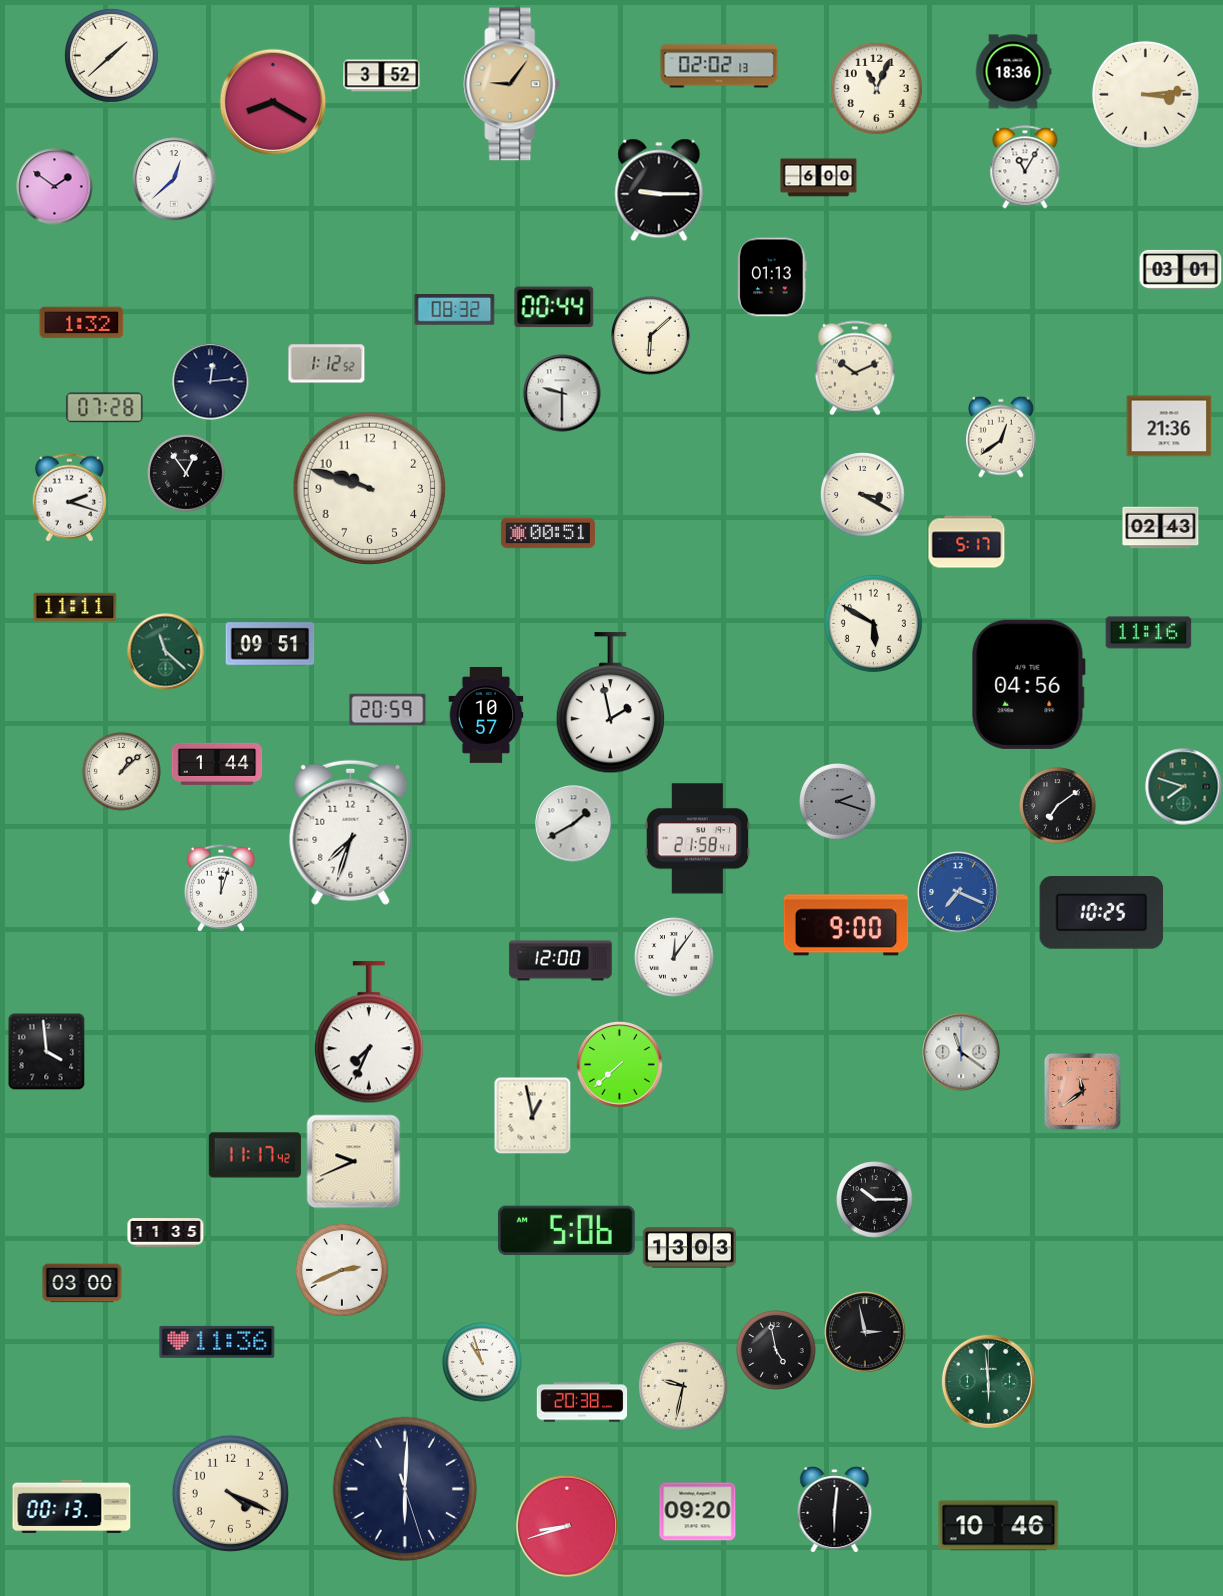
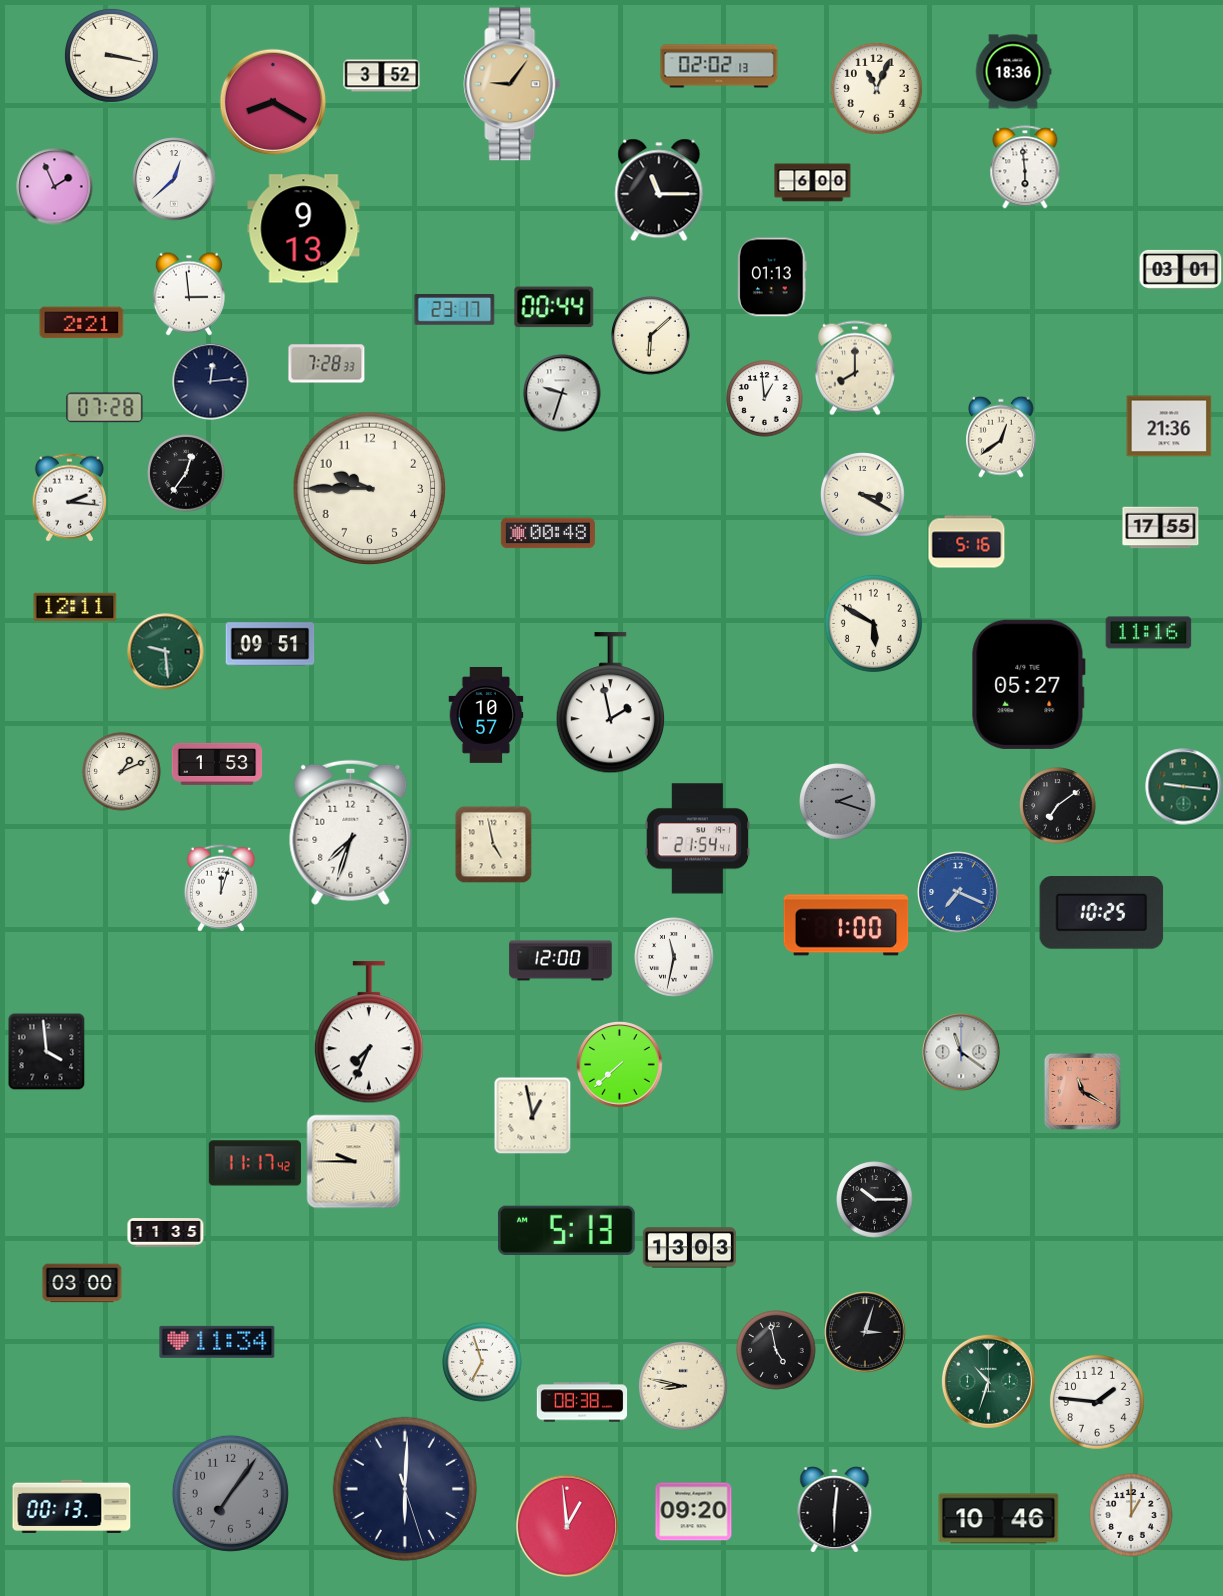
clock at (111, 55): 1:38 -> 3:17
clock at (1145, 94): 3:14 -> none
clock at (1025, 167): 11:05 -> 5:59
clock at (819, 178) position: (819, 178) -> (813, 183)
clock at (55, 187): 1:51 -> 1:56
clock at (659, 190): 9:15 -> 11:15
clock at (304, 229): none -> 9:13
clock at (189, 294): none -> 2:59
clock at (455, 310): 08:32 -> 23:17
clock at (82, 323): 1:32 -> 2:21
clock at (327, 364): 1:12 -> 7:28
clock at (855, 368): 10:11 -> 8:00
clock at (562, 393): 9:30 -> 9:33
clock at (765, 399): none -> 12:59
clock at (186, 473): 12:54 -> 12:36
clock at (370, 489): 9:48 -> 9:45
clock at (69, 498): 2:18 -> 2:16
clock at (1161, 528): 02:43 -> 17:55
clock at (548, 533): 00:51 -> 00:48
clock at (967, 542): 5:17 -> 5:16
clock at (75, 607): 11:11 -> 12:11
clock at (166, 652): 11:22 -> 9:29
clock at (1028, 684): 04:56 -> 05:27
clock at (388, 710): 20:59 -> none
clock at (217, 764): 1:44 -> 1:53
clock at (122, 772): 1:08 -> 1:11
clock at (1184, 787): 7:48 -> 9:16
clock at (574, 824): 1:40 -> none
clock at (698, 839): 21:58 -> 21:54
clock at (493, 844): none -> 4:58
clock at (846, 925): 9:00 -> 1:00
clock at (674, 957): 12:06 -> 11:32
clock at (1082, 1091): 11:39 -> 11:20
clock at (255, 1155) position: (255, 1155) -> (255, 1163)
clock at (354, 1162): 9:41 -> 9:45
clock at (566, 1230): 5:06 -> 5:13
clock at (342, 1270): 2:41 -> none
clock at (865, 1332): 2:58 -> 3:03
clock at (217, 1342): 11:36 -> 11:34
clock at (482, 1362): 10:57 -> 6:57
clock at (988, 1381): 5:59 -> 10:33
clock at (684, 1387): 9:32 -> 8:47
clock at (582, 1402): 20:38 -> 08:38
clock at (1097, 1402): none -> 1:46
clock at (230, 1493): 4:19 -> 7:06
clock at (230, 1493) dial: cream -> grey
clock at (698, 1512) position: (698, 1512) -> (694, 1512)
clock at (1131, 1515): none -> 1:00
clock at (566, 1525): 8:42 -> 12:59
clock at (999, 1526) position: (999, 1526) -> (999, 1519)
